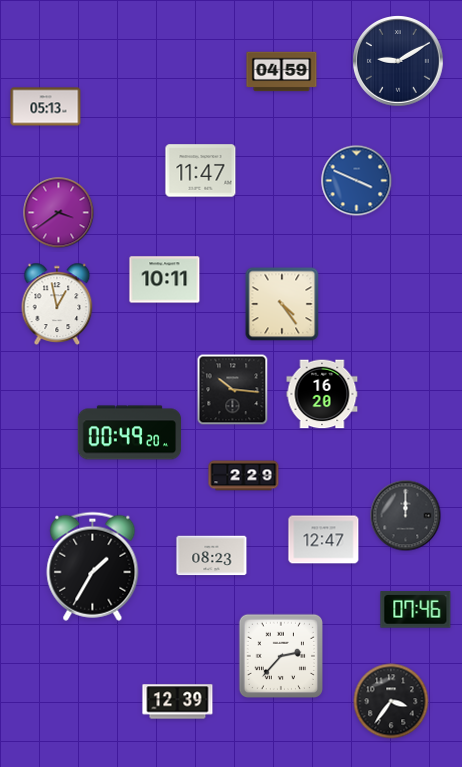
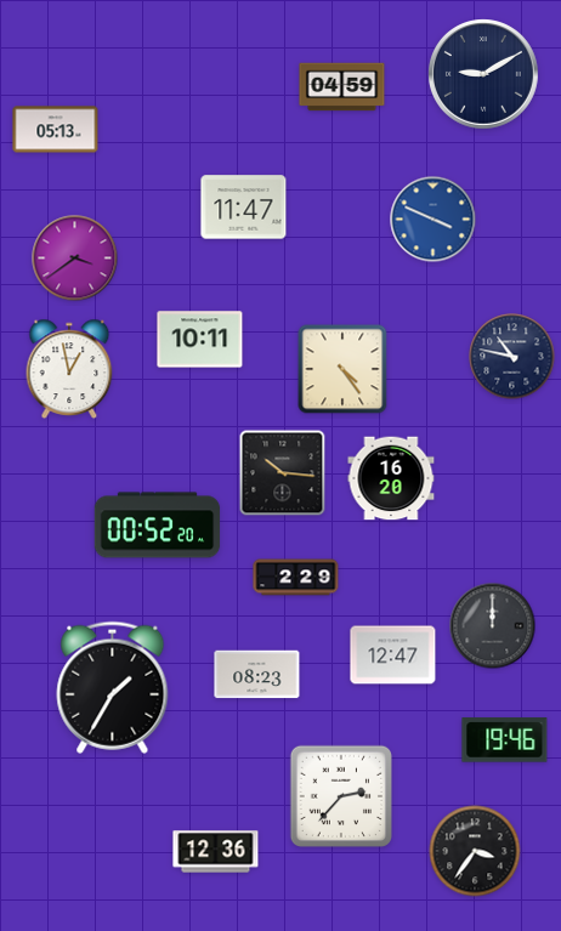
clock at (59, 213) position: (59, 213) -> (75, 259)
clock at (512, 357): none -> 10:47
clock at (130, 433): 00:49 -> 00:52
clock at (416, 610): 07:46 -> 19:46
clock at (178, 702): 12:39 -> 12:36
